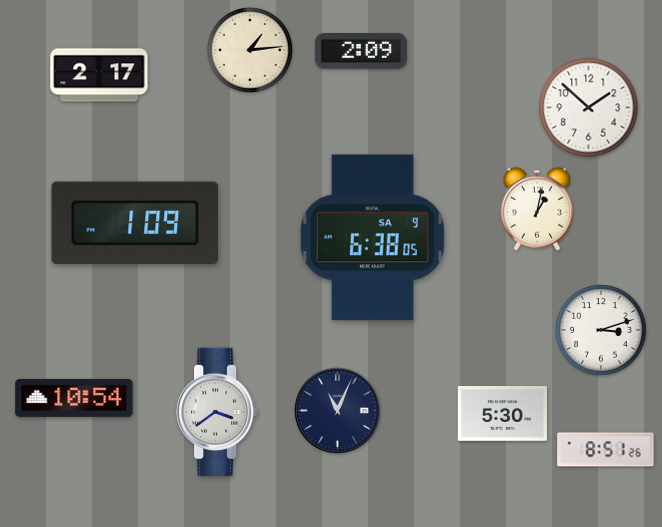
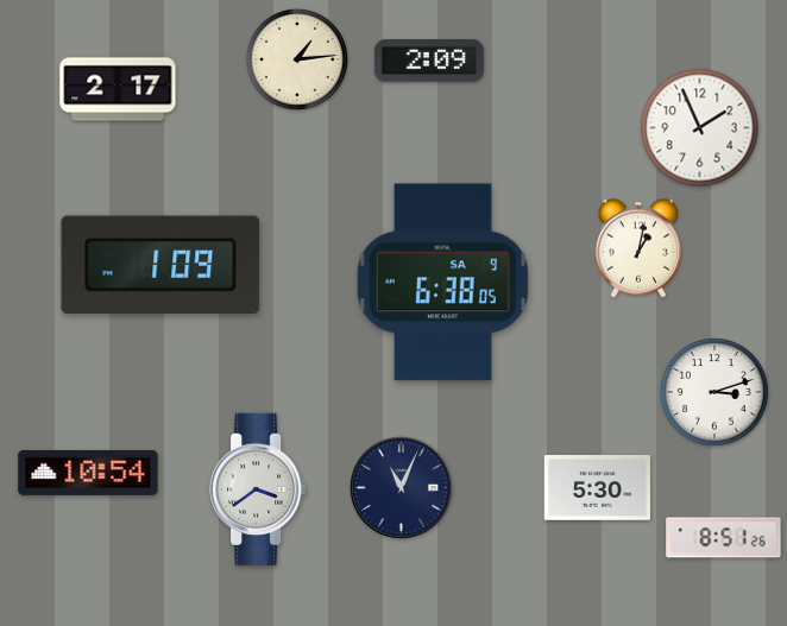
clock at (589, 108): 1:52 -> 1:56
clock at (502, 414) position: (502, 414) -> (597, 488)
clock at (606, 450) position: (606, 450) -> (724, 538)
